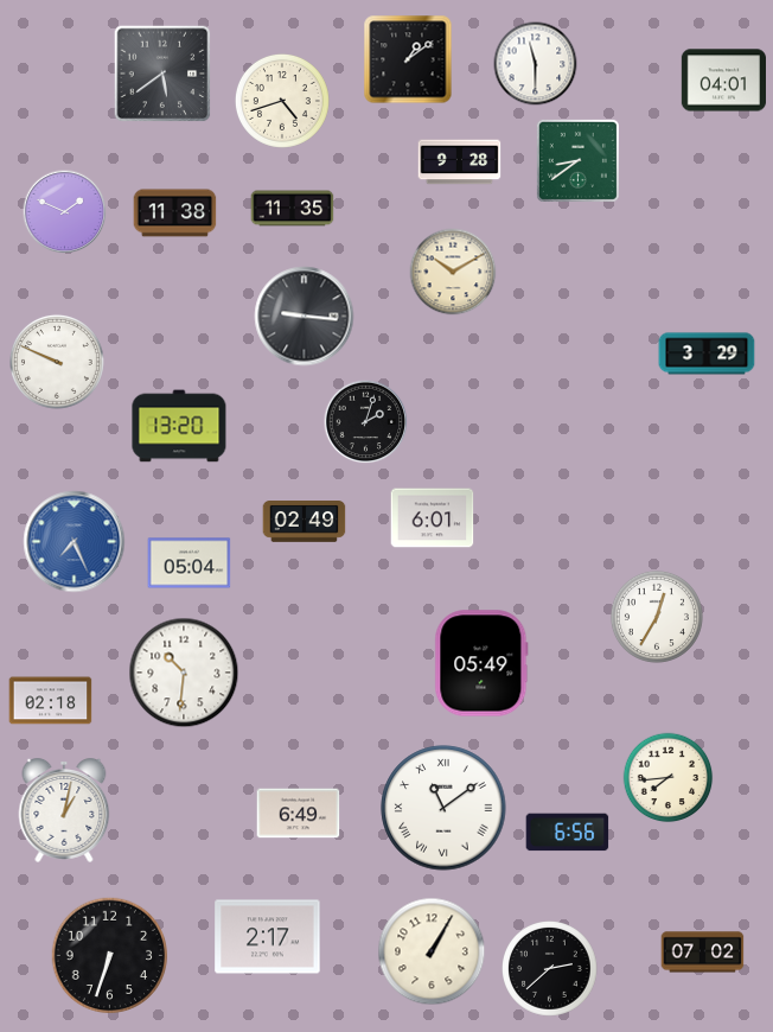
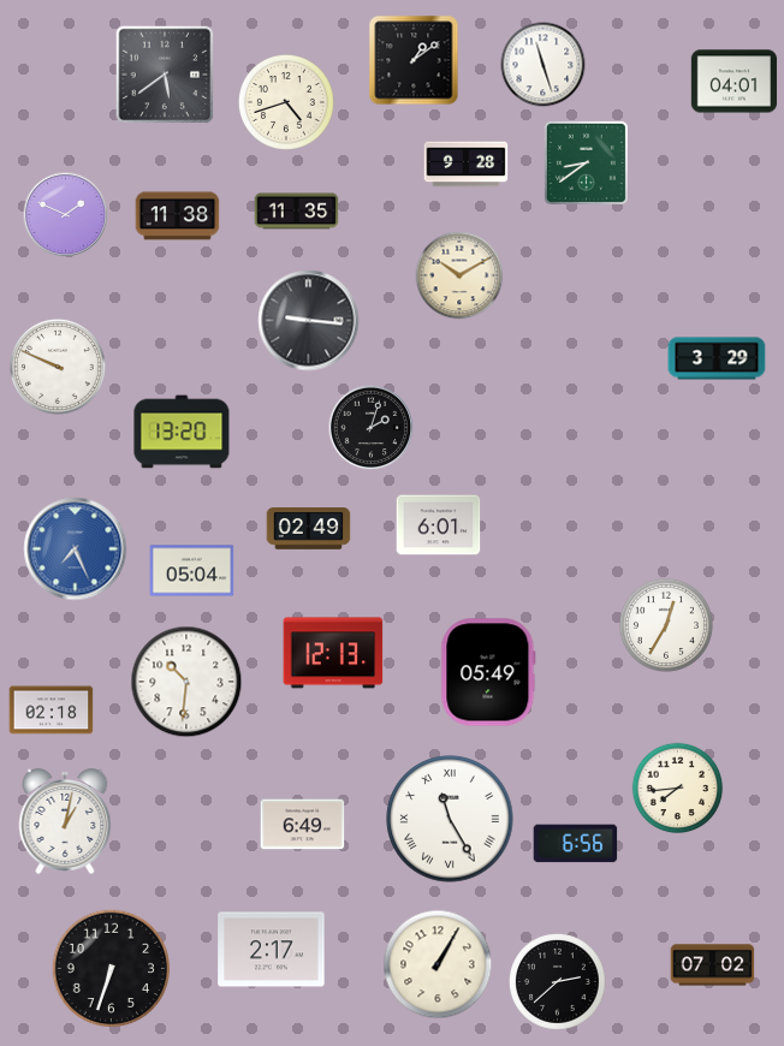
clock at (536, 64): 11:30 -> 11:27
clock at (333, 653): none -> 12:13
clock at (443, 808): 11:09 -> 11:25
